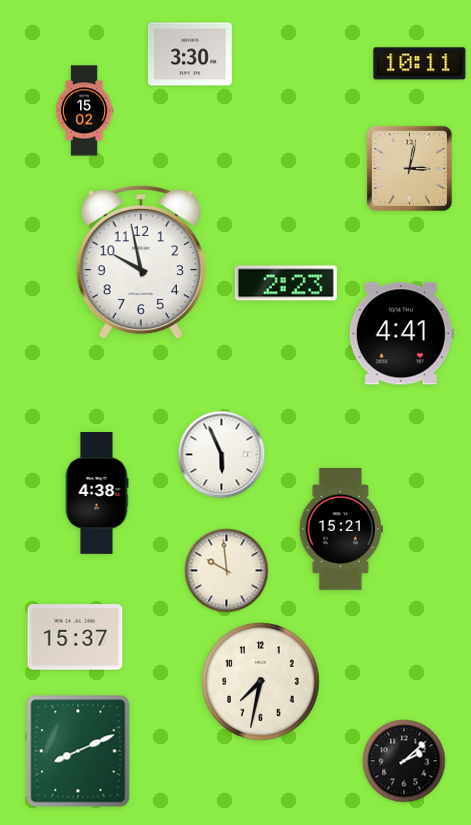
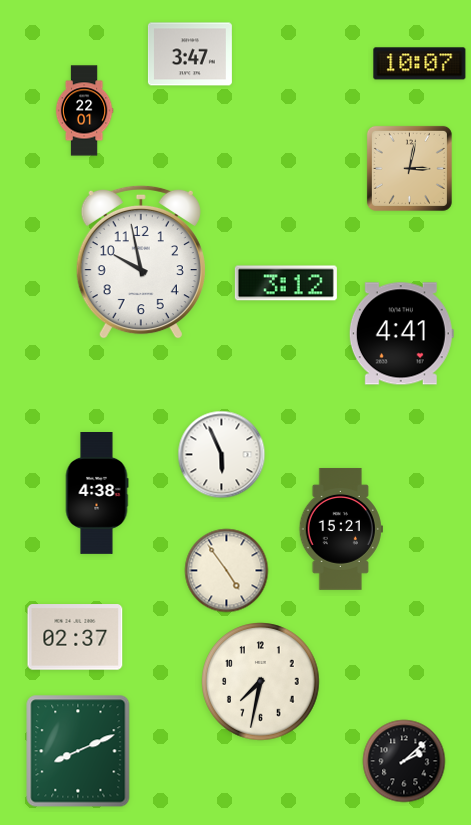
clock at (190, 54): 3:30 -> 3:47
clock at (420, 64): 10:11 -> 10:07
clock at (84, 111): 15:02 -> 22:01
clock at (286, 283): 2:23 -> 3:12
clock at (227, 571): 9:59 -> 4:54
clock at (75, 637): 15:37 -> 02:37
